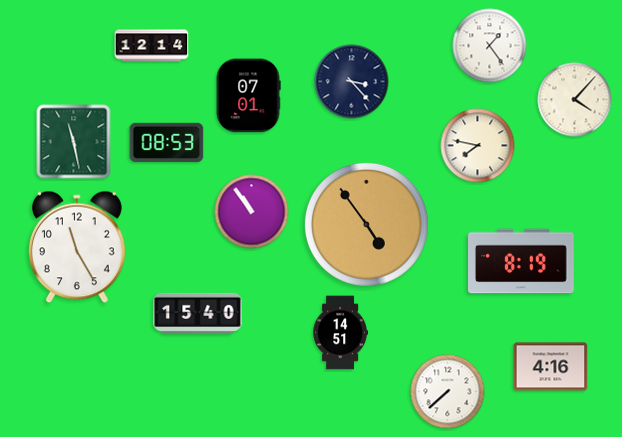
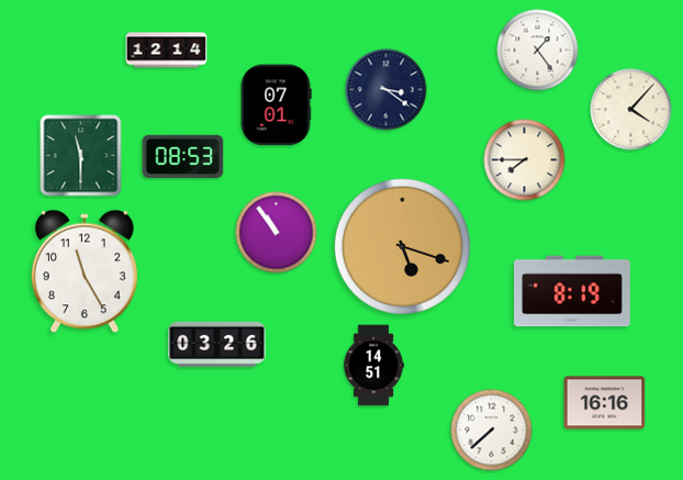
clock at (352, 82): 3:23 -> 3:21
clock at (248, 96) position: (248, 96) -> (276, 105)
clock at (74, 142): 11:28 -> 11:30
clock at (478, 146): 7:47 -> 7:45
clock at (366, 224): 4:54 -> 5:18
clock at (521, 261) position: (521, 261) -> (572, 291)
clock at (198, 313): 15:40 -> 03:26
clock at (551, 367): 4:16 -> 16:16
